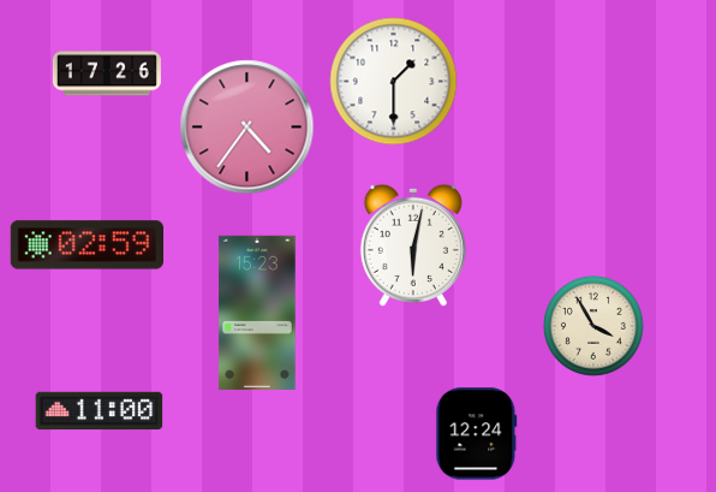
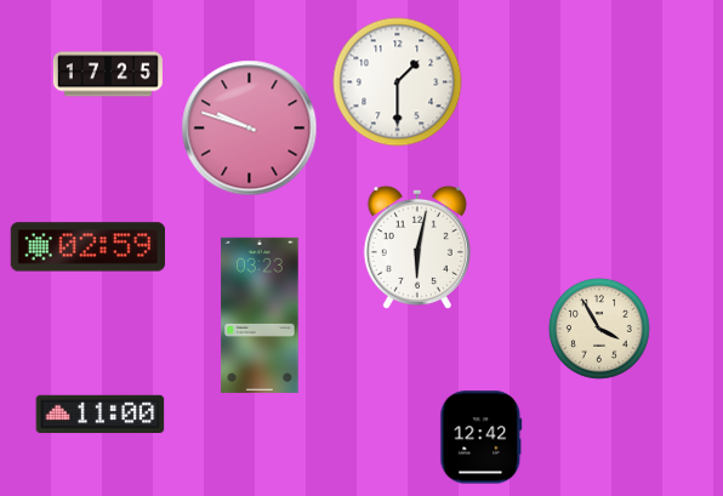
clock at (107, 73): 17:26 -> 17:25
clock at (247, 128): 4:36 -> 9:48
clock at (257, 313): 15:23 -> 03:23
clock at (477, 434): 12:24 -> 12:42
